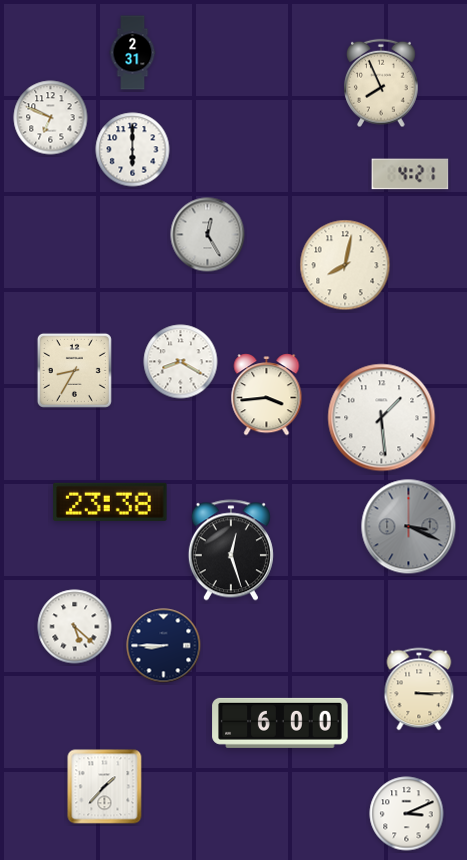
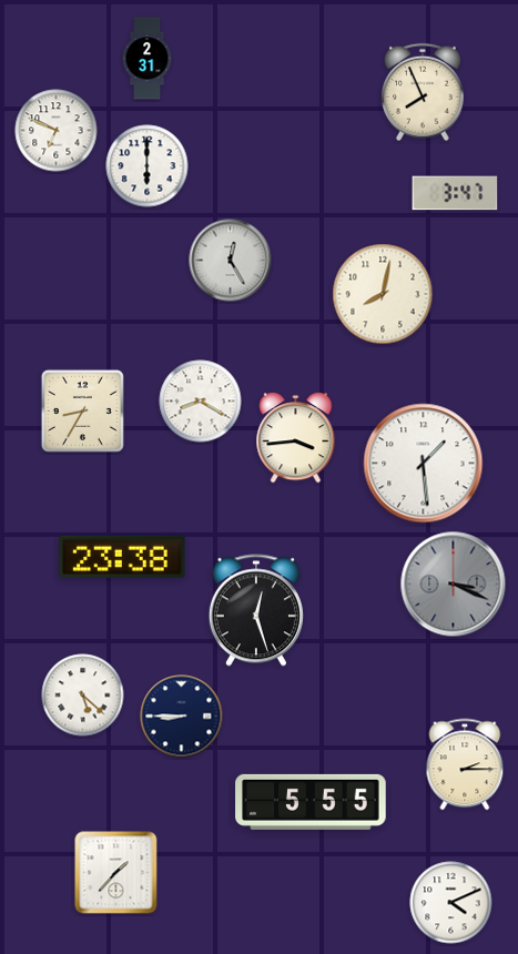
clock at (410, 174): 4:21 -> 3:47
clock at (419, 689): 3:15 -> 2:15
clock at (280, 723): 6:00 -> 5:55
clock at (407, 814): 3:11 -> 4:11
